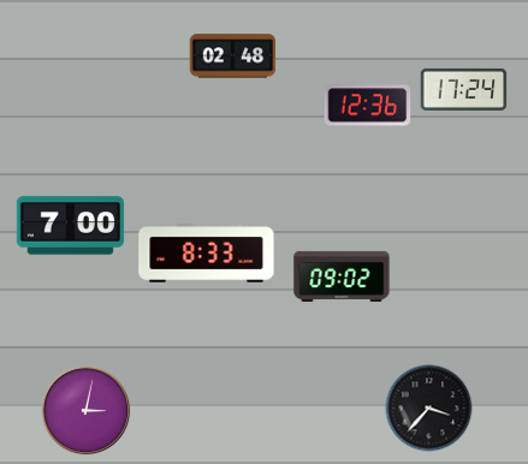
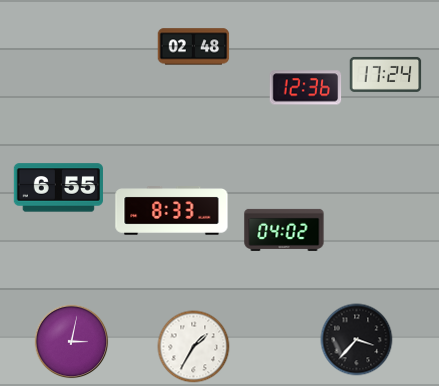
clock at (70, 226): 7:00 -> 6:55
clock at (342, 276): 09:02 -> 04:02
clock at (194, 347): none -> 1:35
